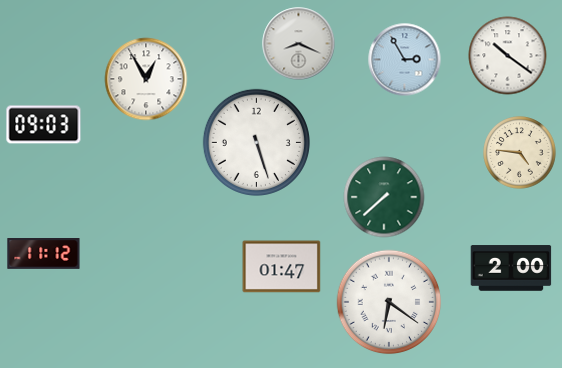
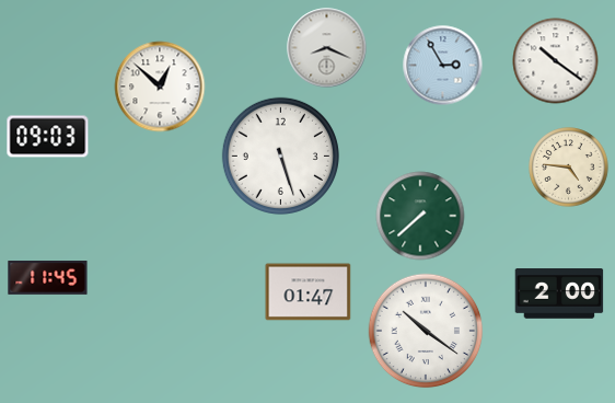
clock at (146, 79): 12:55 -> 12:52
clock at (44, 254): 11:12 -> 11:45
clock at (389, 302): 6:21 -> 10:21
